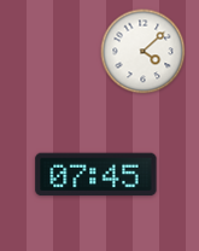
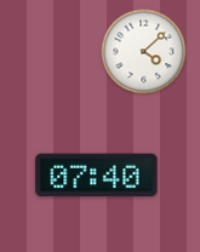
clock at (96, 175): 07:45 -> 07:40
